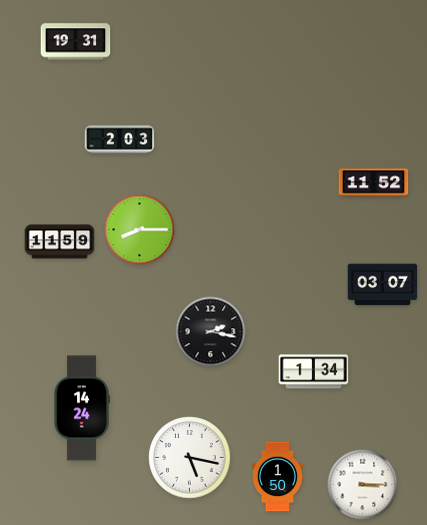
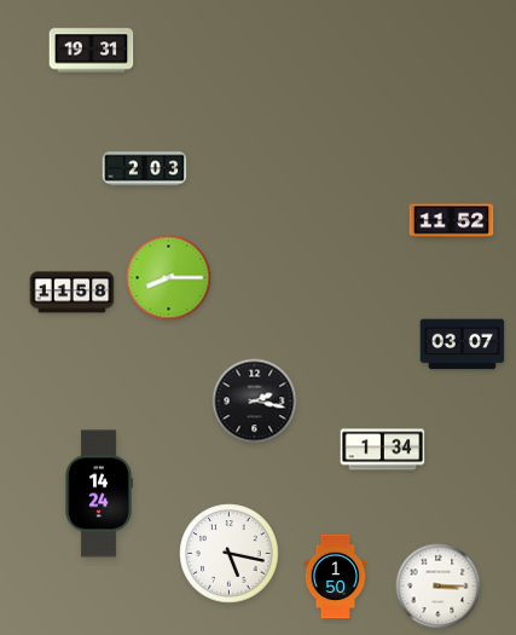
clock at (60, 242): 11:59 -> 11:58
clock at (314, 372) position: (314, 372) -> (383, 450)
